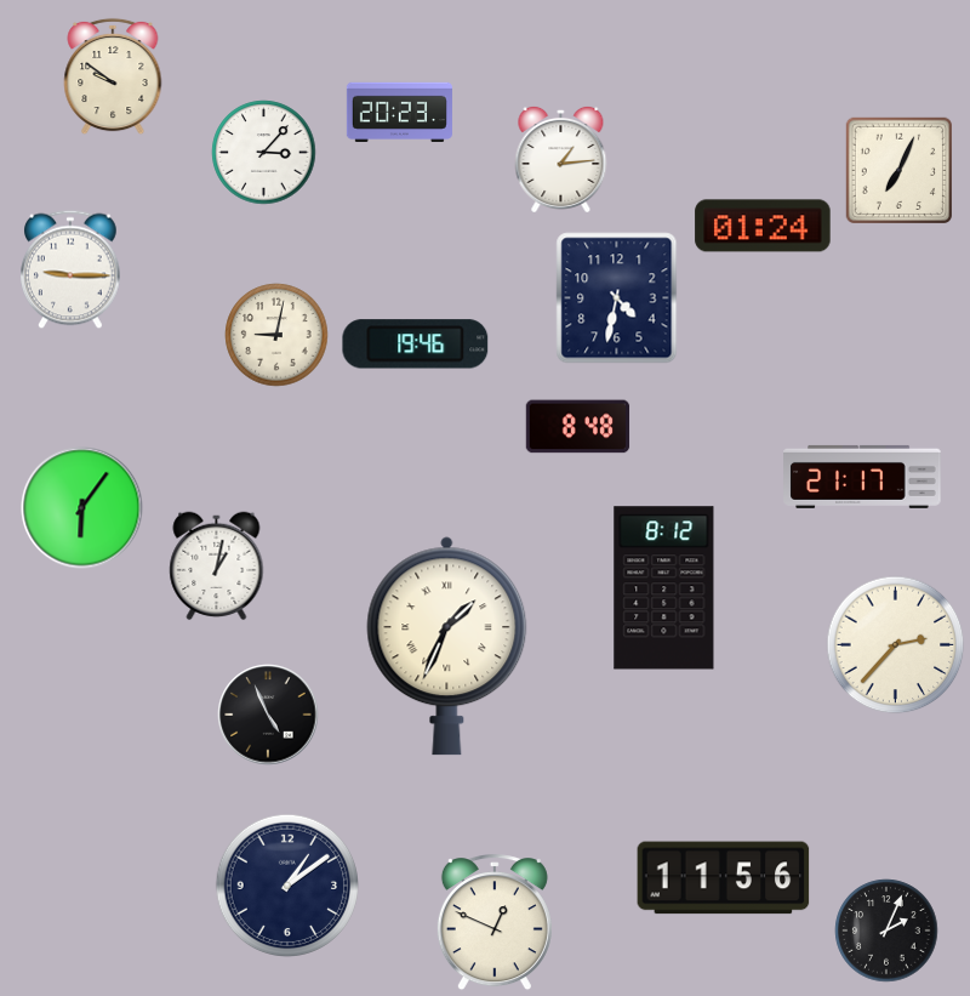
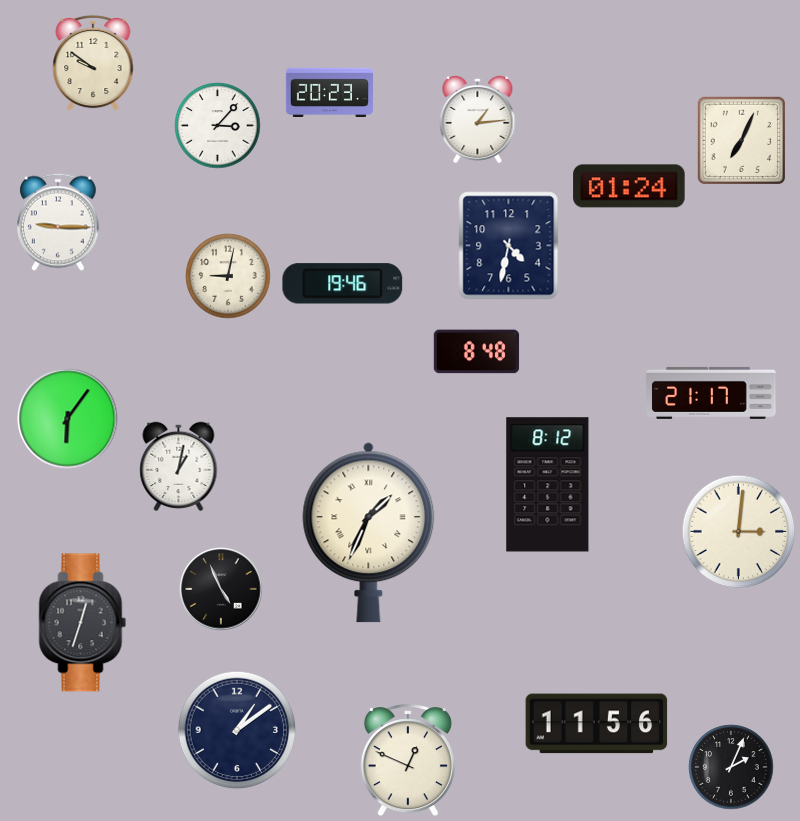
clock at (561, 159) position: (561, 159) -> (478, 119)
clock at (896, 645): 2:37 -> 3:01
clock at (83, 623): none -> 12:33
